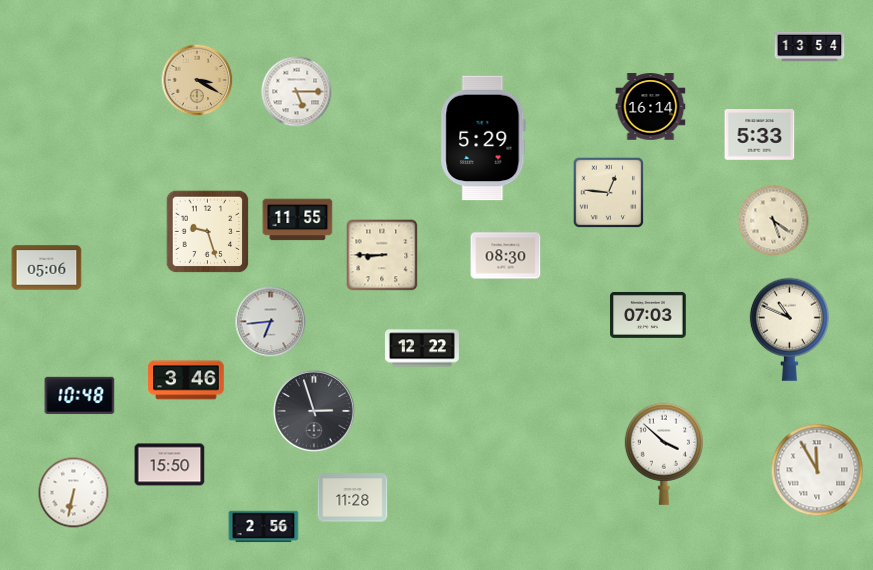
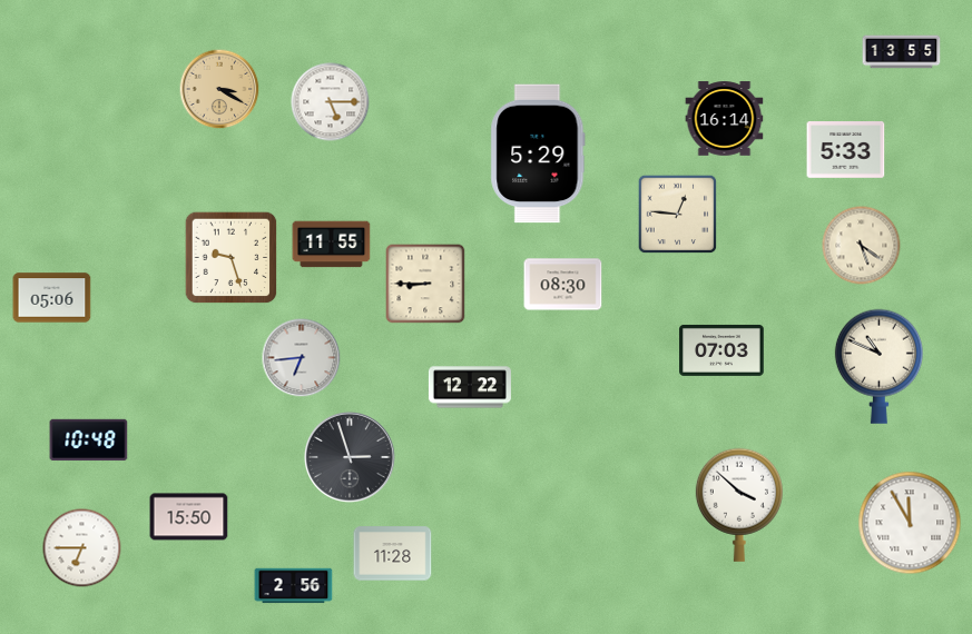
clock at (810, 47): 13:54 -> 13:55
clock at (186, 380): 3:46 -> none
clock at (74, 493): 6:32 -> 6:45
